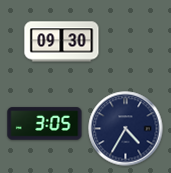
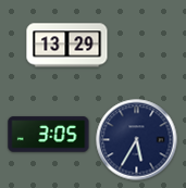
clock at (62, 42): 09:30 -> 13:29
clock at (126, 129): 4:35 -> 5:35
